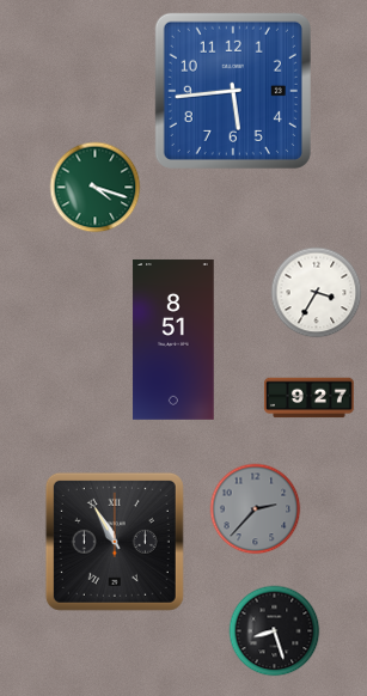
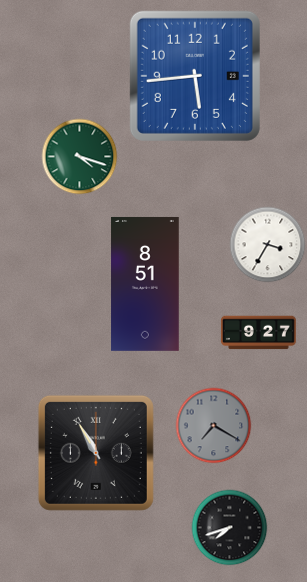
clock at (317, 293) position: (317, 293) -> (268, 245)
clock at (256, 509): 2:37 -> 7:20
clock at (275, 631): 8:27 -> 7:42
